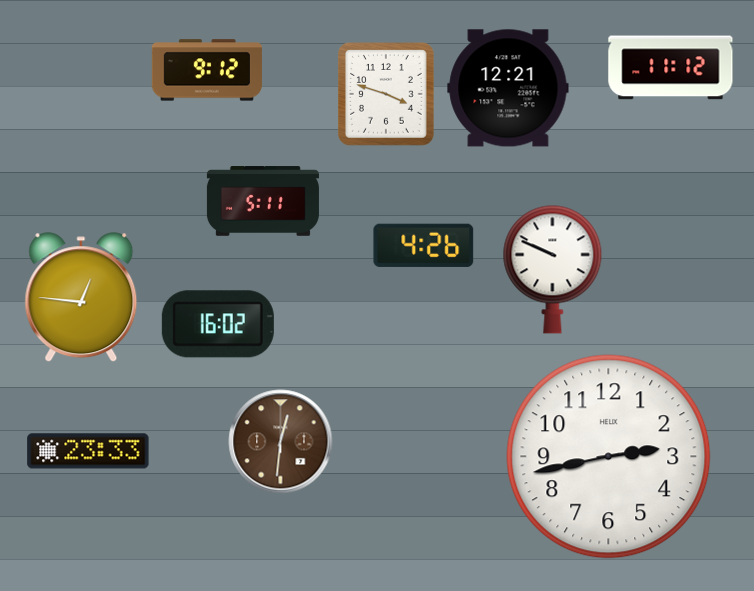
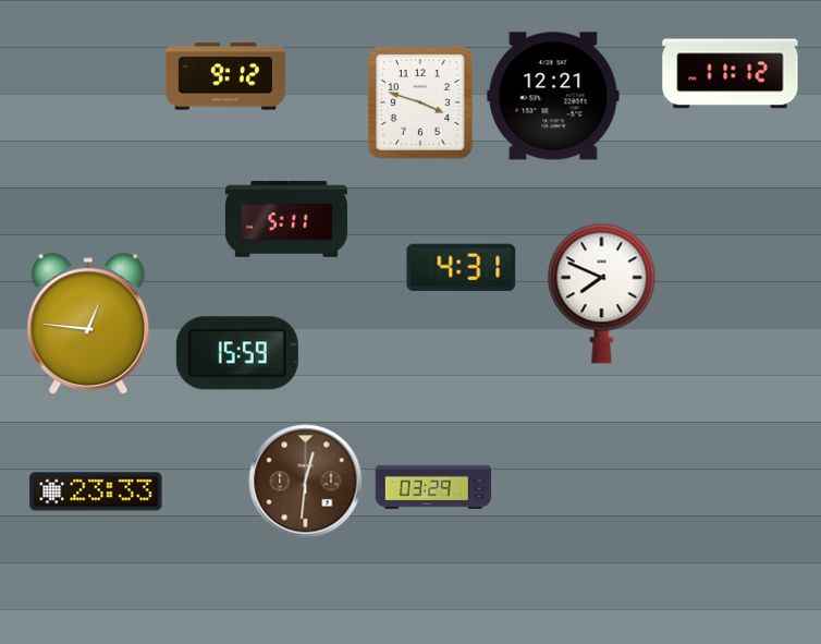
clock at (424, 245): 4:26 -> 4:31
clock at (553, 269): 9:49 -> 7:49
clock at (218, 324): 16:02 -> 15:59
clock at (433, 487): none -> 03:29
clock at (609, 457): 2:43 -> none
